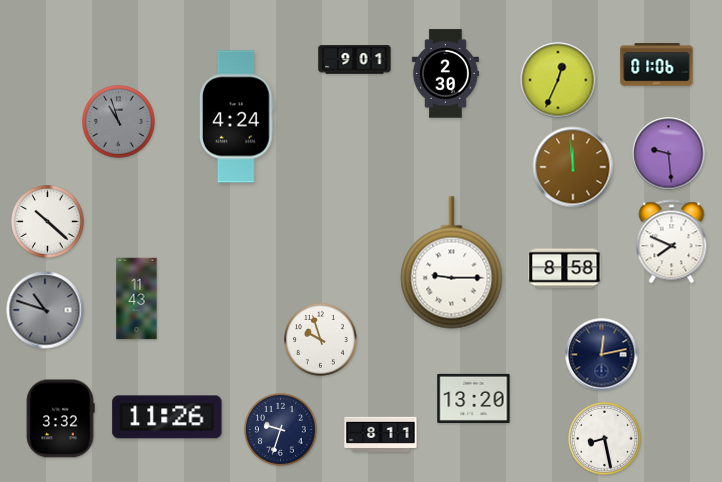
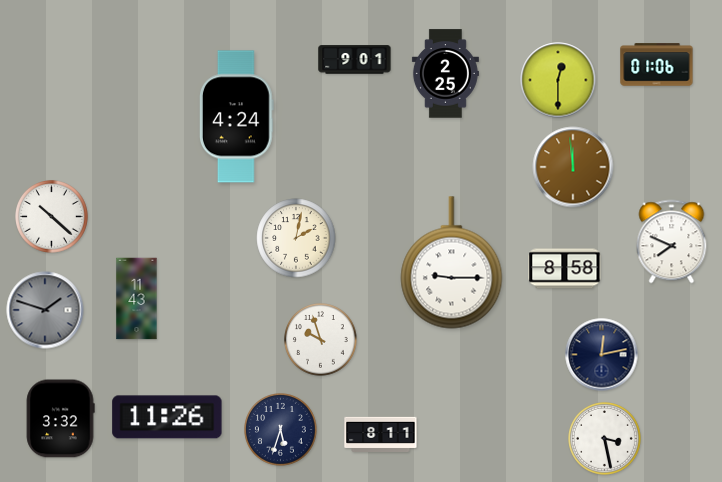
clock at (445, 74): 2:30 -> 2:25
clock at (558, 80): 12:34 -> 12:30
clock at (119, 122): 10:57 -> none
clock at (669, 154): 9:29 -> none
clock at (48, 222) position: (48, 222) -> (52, 217)
clock at (296, 238): none -> 2:02
clock at (45, 310): 10:48 -> 1:48
clock at (474, 398): 13:20 -> none
clock at (281, 430): 9:33 -> 5:33
clock at (605, 439): 8:28 -> 3:28
